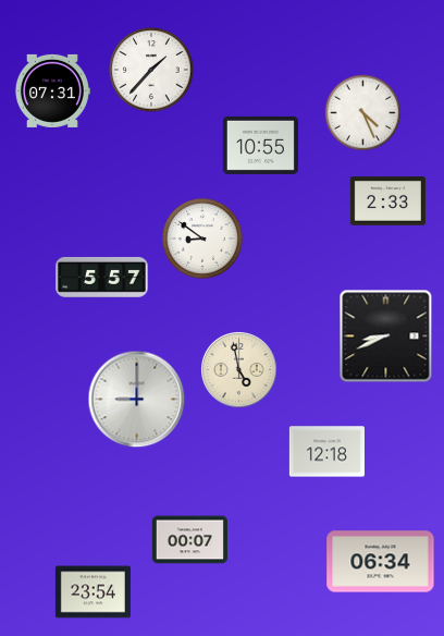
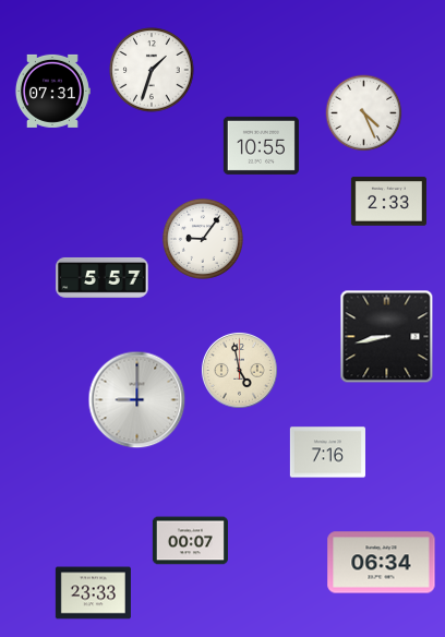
clock at (151, 70): 1:37 -> 1:33
clock at (202, 238): 8:51 -> 9:06
clock at (386, 337): 8:41 -> 8:43
clock at (326, 452): 12:18 -> 7:16
clock at (92, 592): 23:54 -> 23:33
